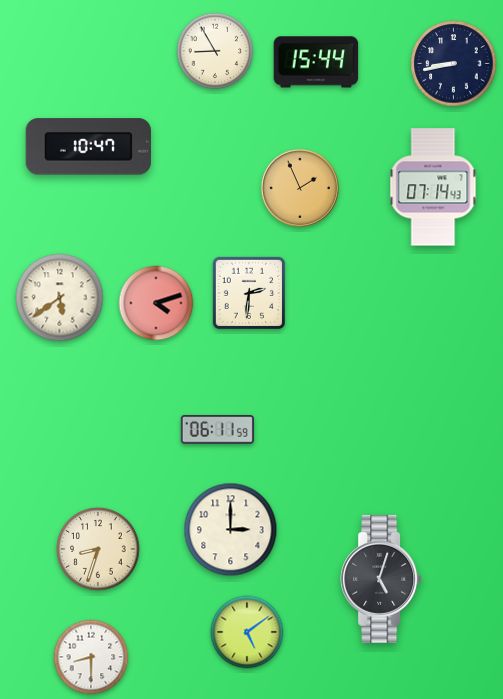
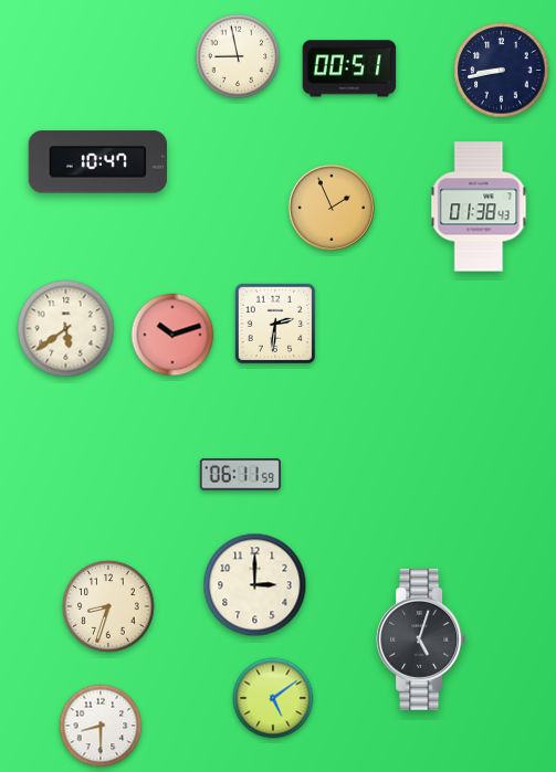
clock at (215, 51): 8:55 -> 8:58
clock at (316, 62): 15:44 -> 00:51
clock at (433, 187): 07:14 -> 01:38
clock at (156, 303): 4:12 -> 10:12
